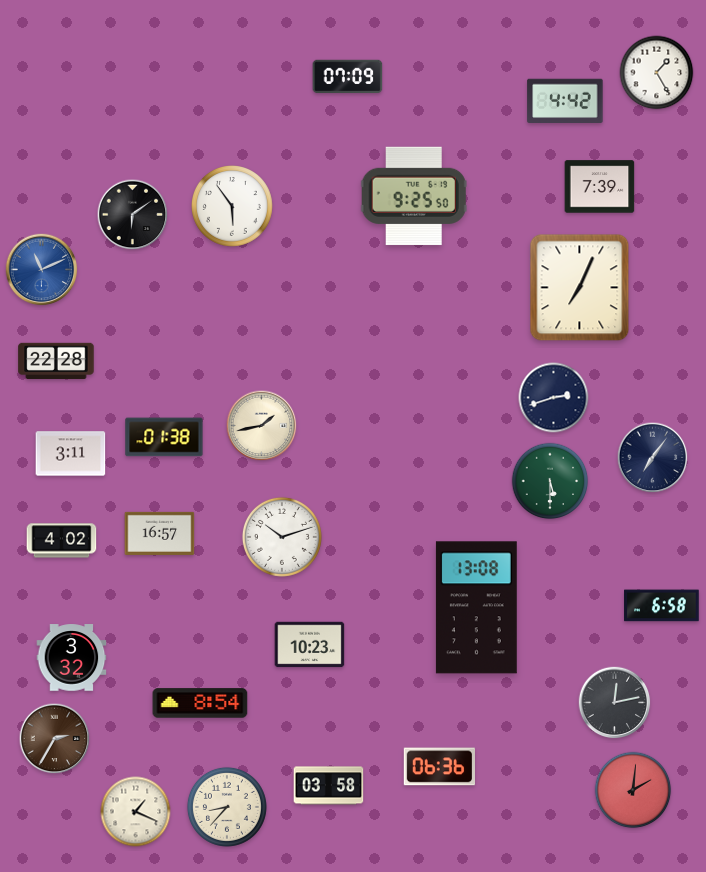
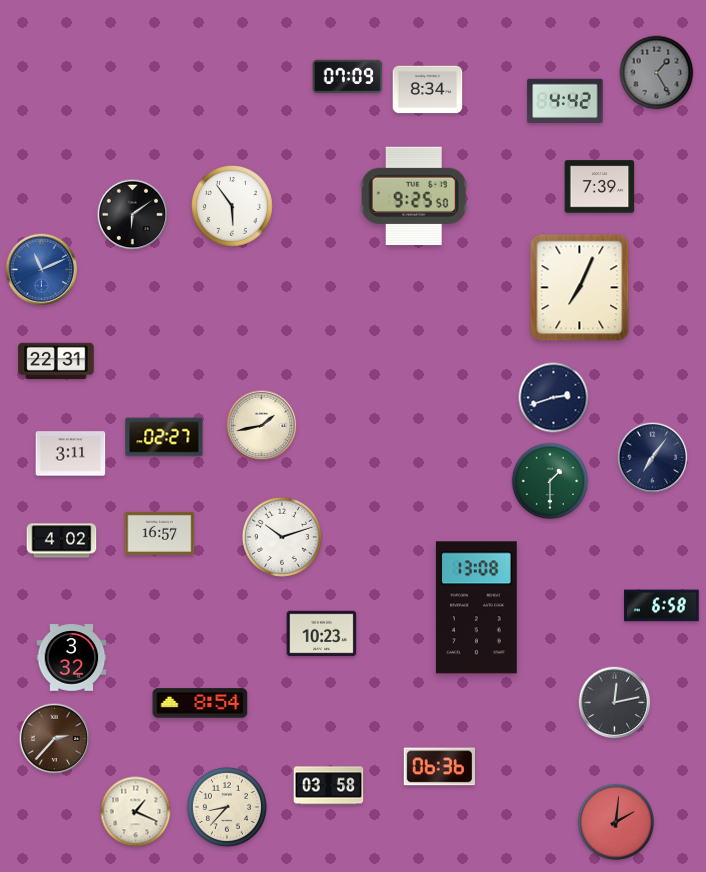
clock at (657, 73) dial: white -> grey
clock at (428, 90): none -> 8:34
clock at (56, 361): 22:28 -> 22:31
clock at (164, 437): 01:38 -> 02:27
clock at (550, 481): 5:30 -> 1:30
clock at (310, 645) position: (310, 645) -> (322, 634)
clock at (55, 739): 2:35 -> 2:37
clock at (633, 790) position: (633, 790) -> (616, 822)
